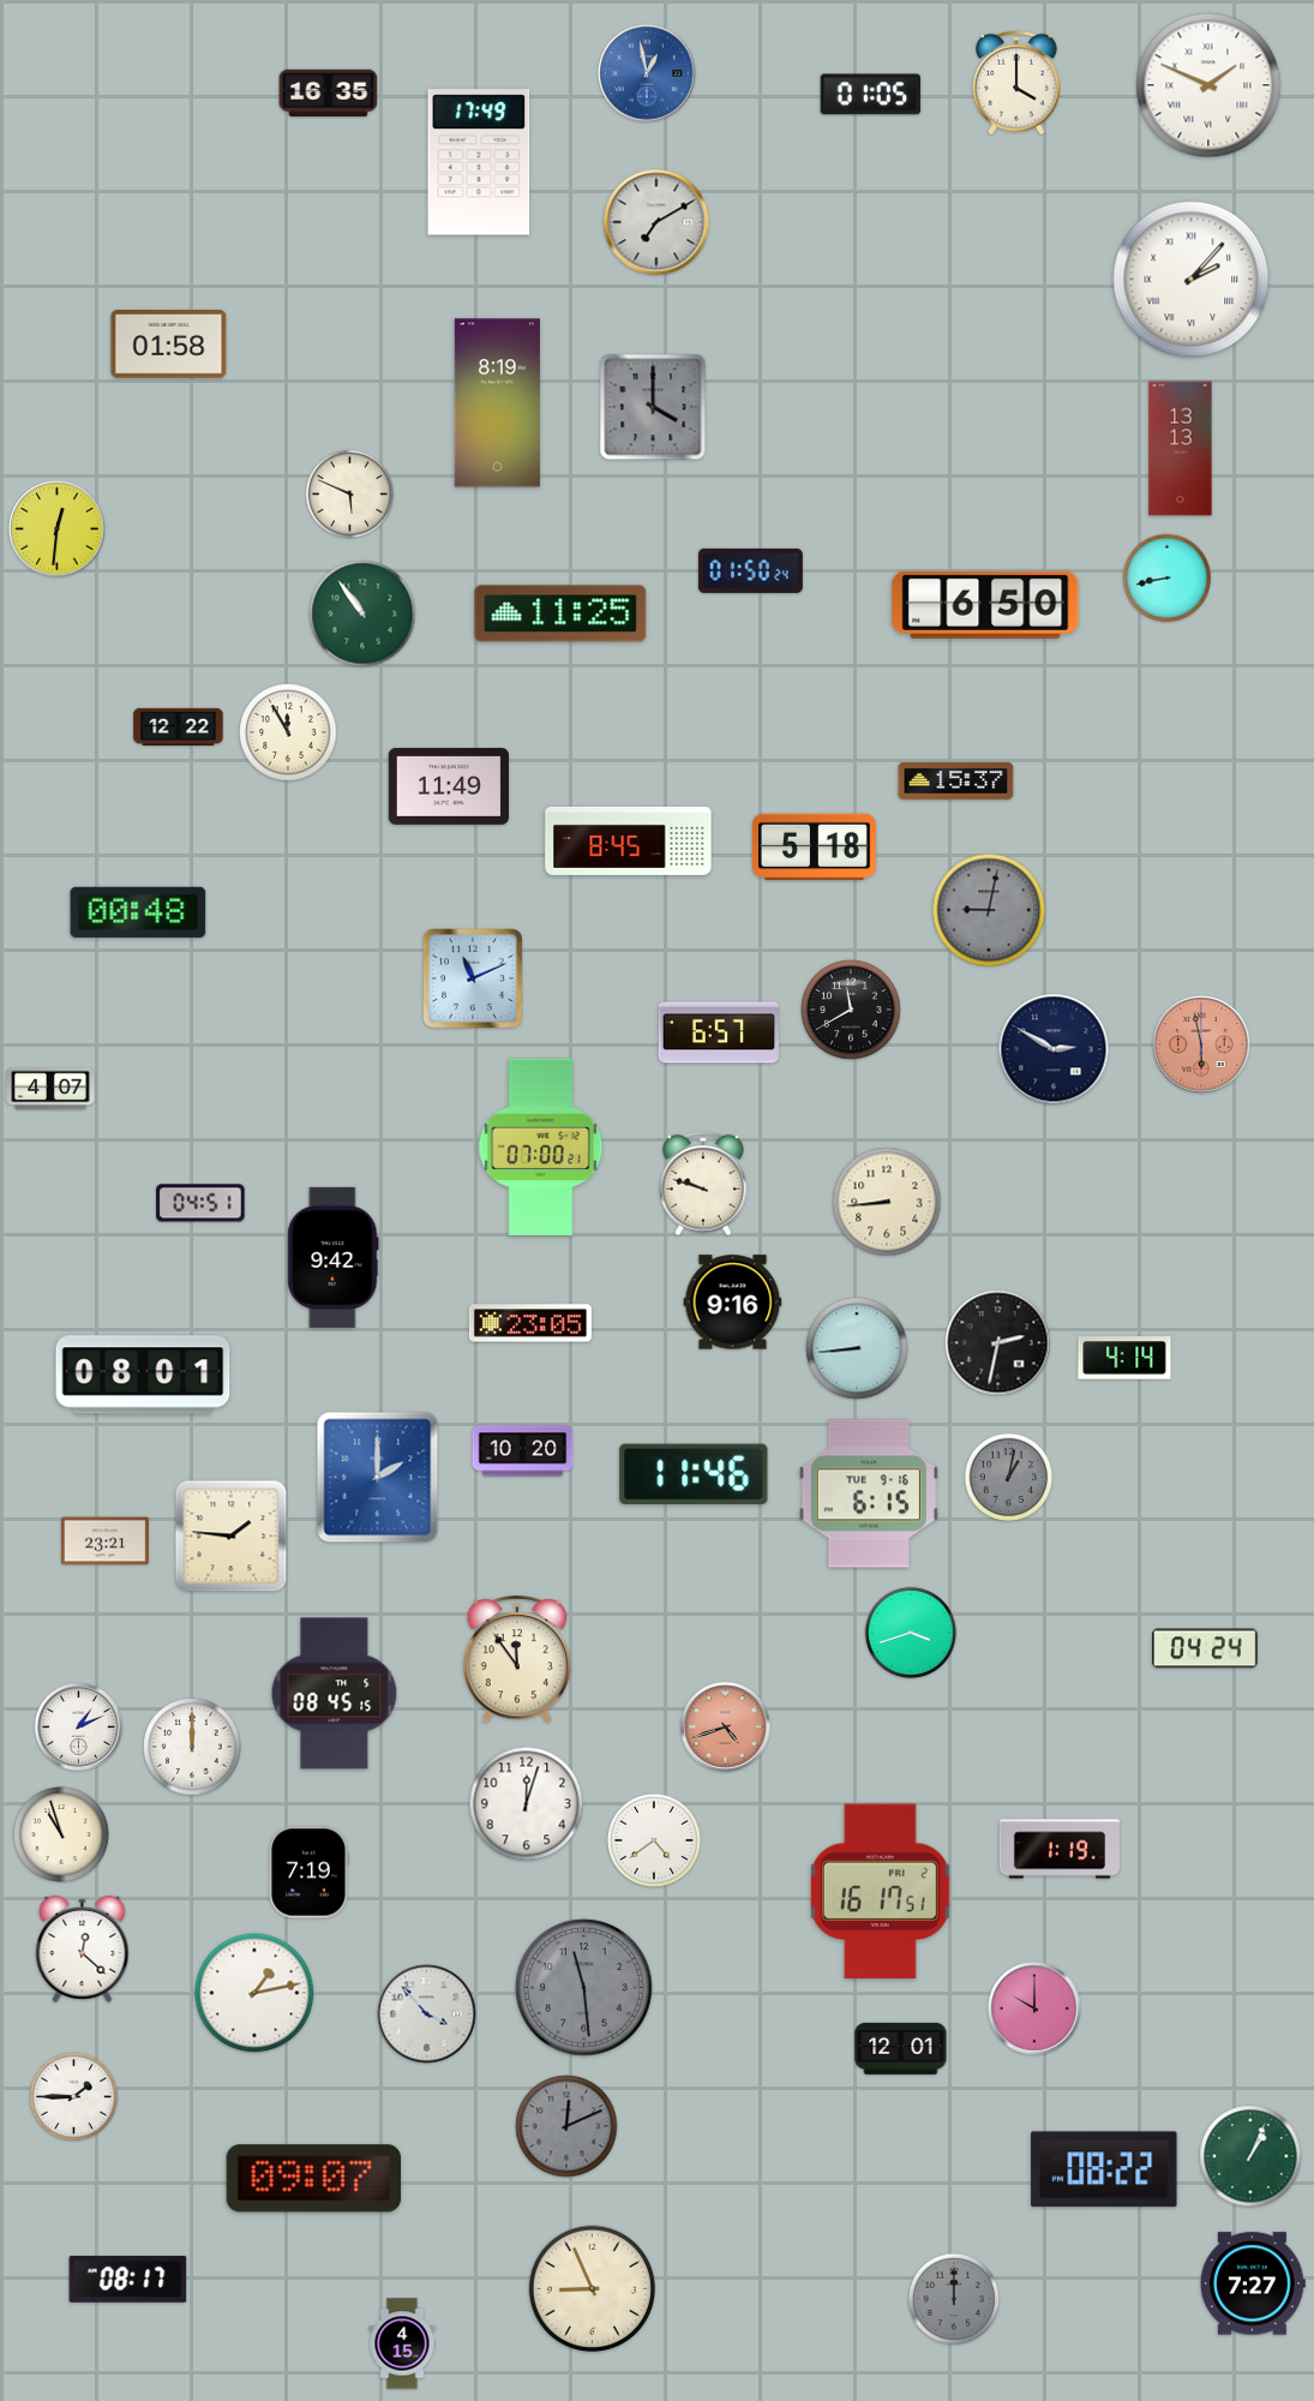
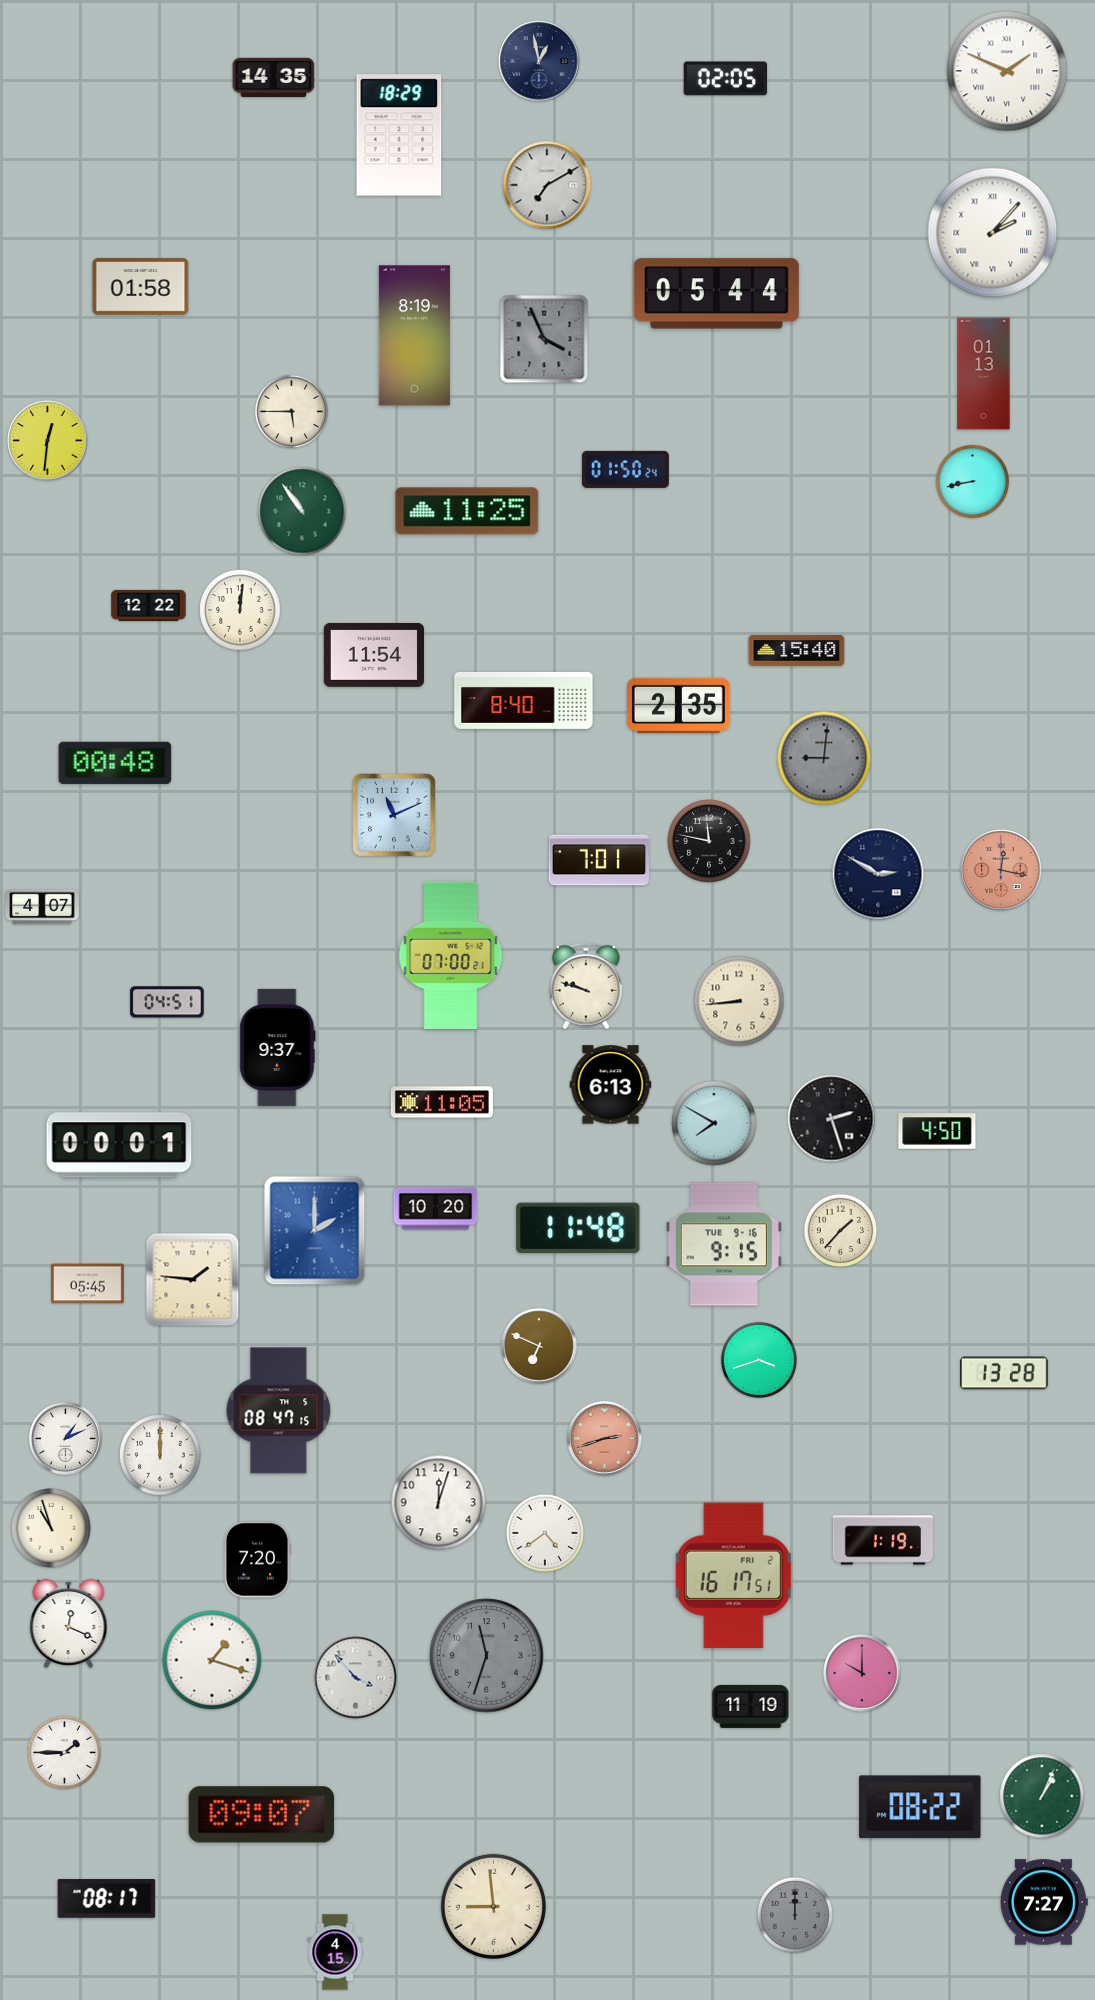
clock at (647, 73) dial: blue -> navy
clock at (1016, 83): 4:00 -> none
clock at (329, 94): 16:35 -> 14:35
clock at (871, 95): 01:05 -> 02:05
clock at (479, 162): 17:49 -> 18:29
clock at (716, 294): none -> 05:44
clock at (653, 407): 4:00 -> 3:56
clock at (1181, 449): 13:13 -> 01:13
clock at (350, 495): 5:49 -> 5:45
clock at (750, 570) position: (750, 570) -> (625, 469)
clock at (985, 605): 6:50 -> none
clock at (288, 732): 11:55 -> 12:01
clock at (956, 780): 15:37 -> 15:40
clock at (448, 786): 11:49 -> 11:54
clock at (629, 840): 8:45 -> 8:40
clock at (814, 846): 5:18 -> 2:35
clock at (989, 910): 9:02 -> 9:01
clock at (138, 912) position: (138, 912) -> (115, 763)
clock at (851, 1010): 11:40 -> 11:47
clock at (718, 1032): 6:57 -> 7:01
clock at (1201, 1044): 5:58 -> 12:17
clock at (334, 1257): 9:42 -> 9:37
clock at (733, 1303): 9:16 -> 6:13
clock at (530, 1323): 23:05 -> 11:05
clock at (998, 1343): 2:32 -> 2:27
clock at (857, 1348): 8:44 -> 7:50
clock at (1124, 1358): 4:14 -> 4:50
clock at (143, 1375): 08:01 -> 00:01
clock at (694, 1473): 11:46 -> 11:48
clock at (1009, 1478): 1:02 -> 1:37
clock at (1009, 1478) dial: grey -> cream
clock at (869, 1493): 6:15 -> 9:15
clock at (106, 1541): 23:21 -> 05:45
clock at (539, 1346): none -> 6:49
clock at (1206, 1648): 04:24 -> 13:28
clock at (516, 1660): 11:54 -> none
clock at (335, 1694): 08:45 -> 08:47
clock at (726, 1728): 4:42 -> 2:42
clock at (308, 1873): 7:19 -> 7:20
clock at (83, 1948): 12:22 -> 12:19
clock at (584, 1988): 11:29 -> 11:33
clock at (254, 1993): 1:13 -> 1:18
clock at (901, 2048): 12:01 -> 11:19
clock at (74, 2097) position: (74, 2097) -> (65, 1753)
clock at (566, 2126): 12:11 -> none
clock at (592, 2288): 8:56 -> 8:59
